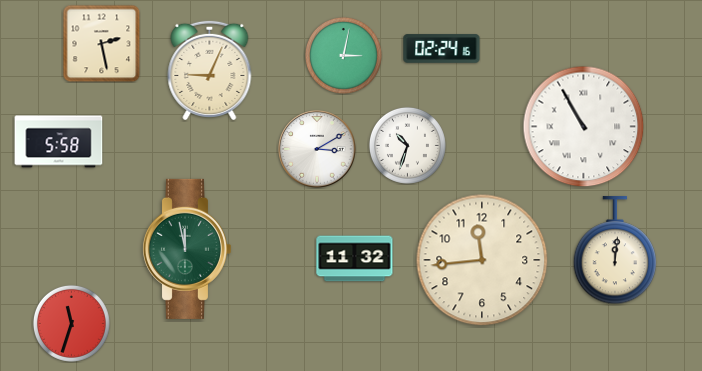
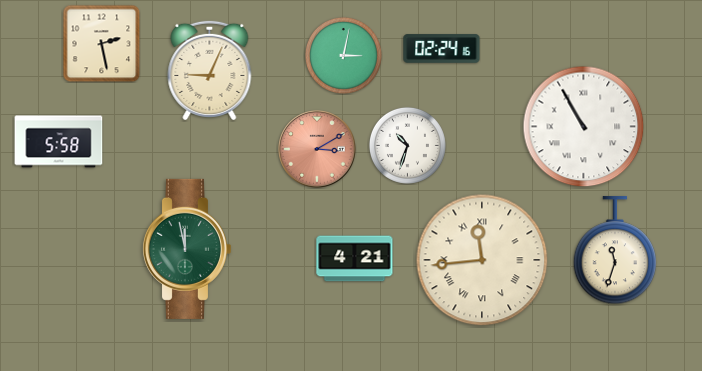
clock at (317, 149) dial: white -> salmon
clock at (615, 251): 12:01 -> 11:33
clock at (355, 259): 11:32 -> 4:21
clock at (482, 260) numerals: Arabic -> Roman
clock at (71, 323): 11:33 -> none
